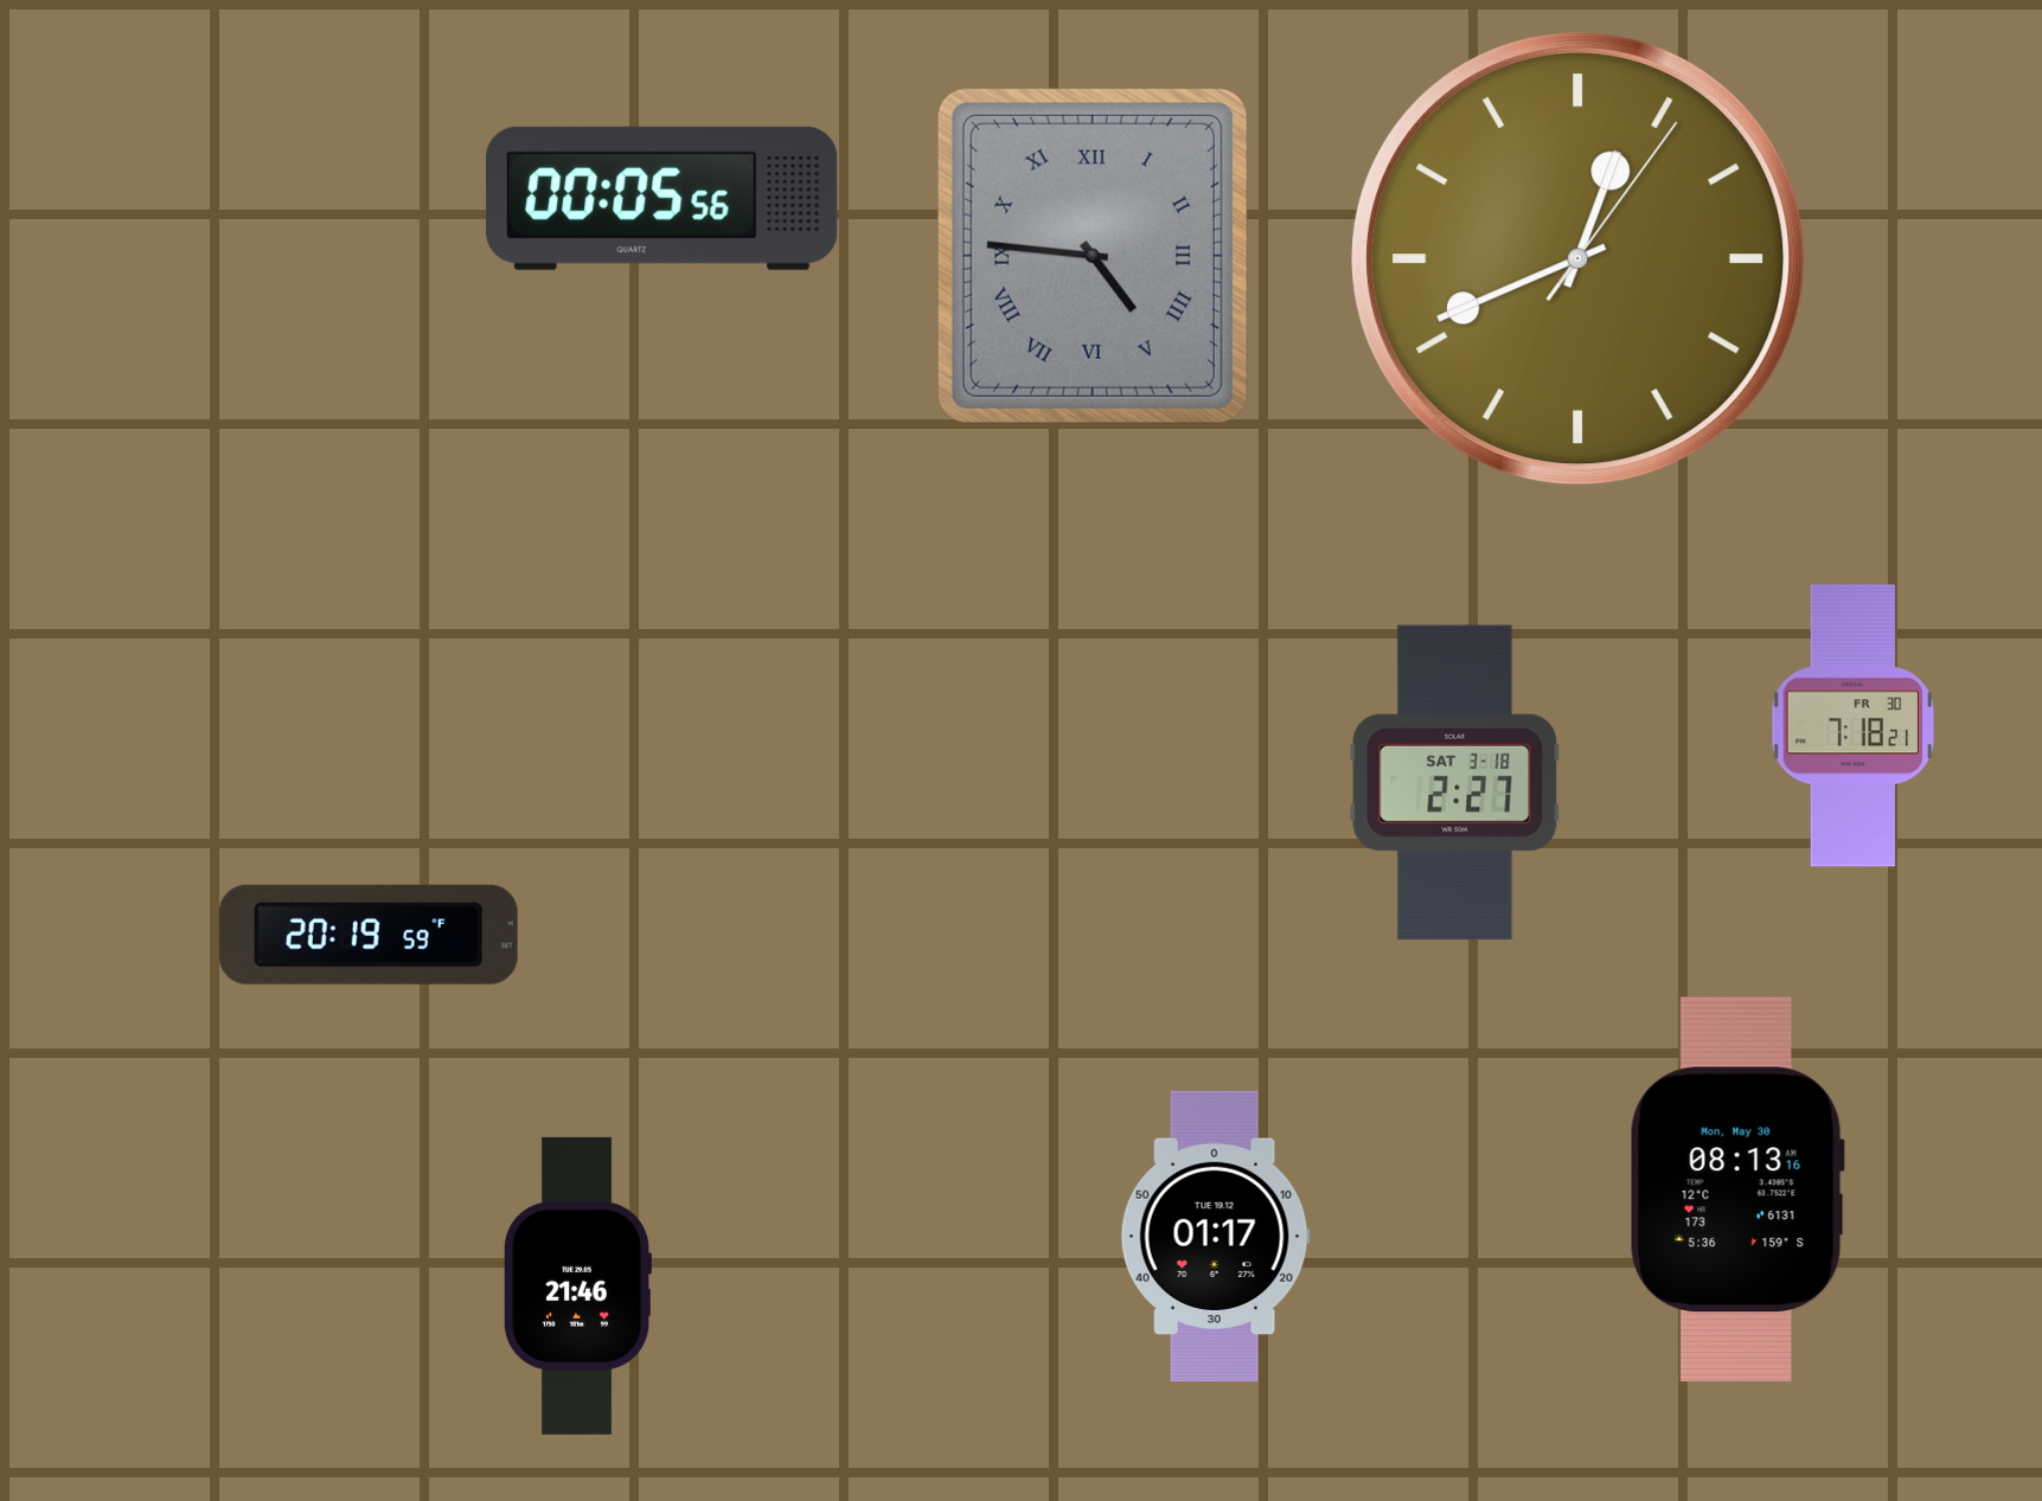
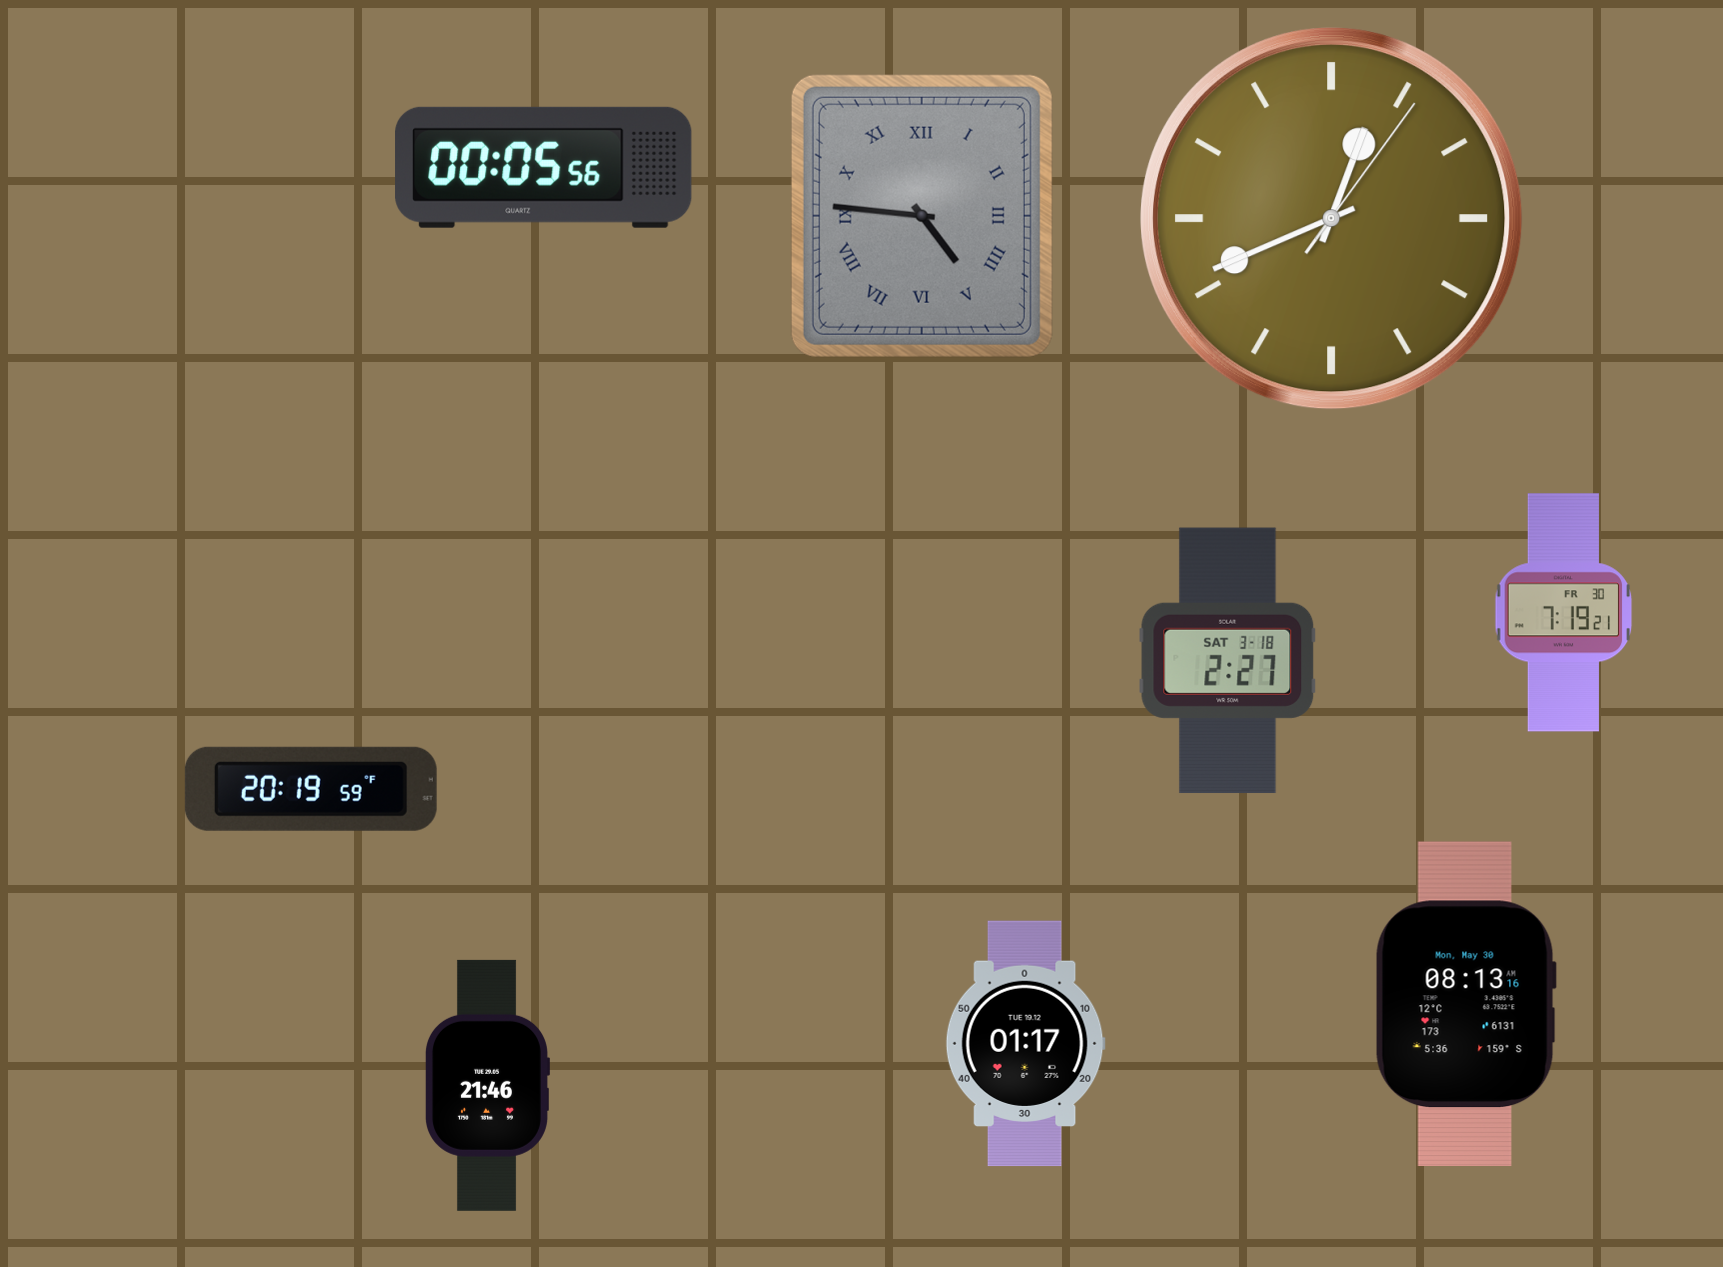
clock at (662, 198) position: (662, 198) -> (544, 167)
clock at (1854, 726): 7:18 -> 7:19
